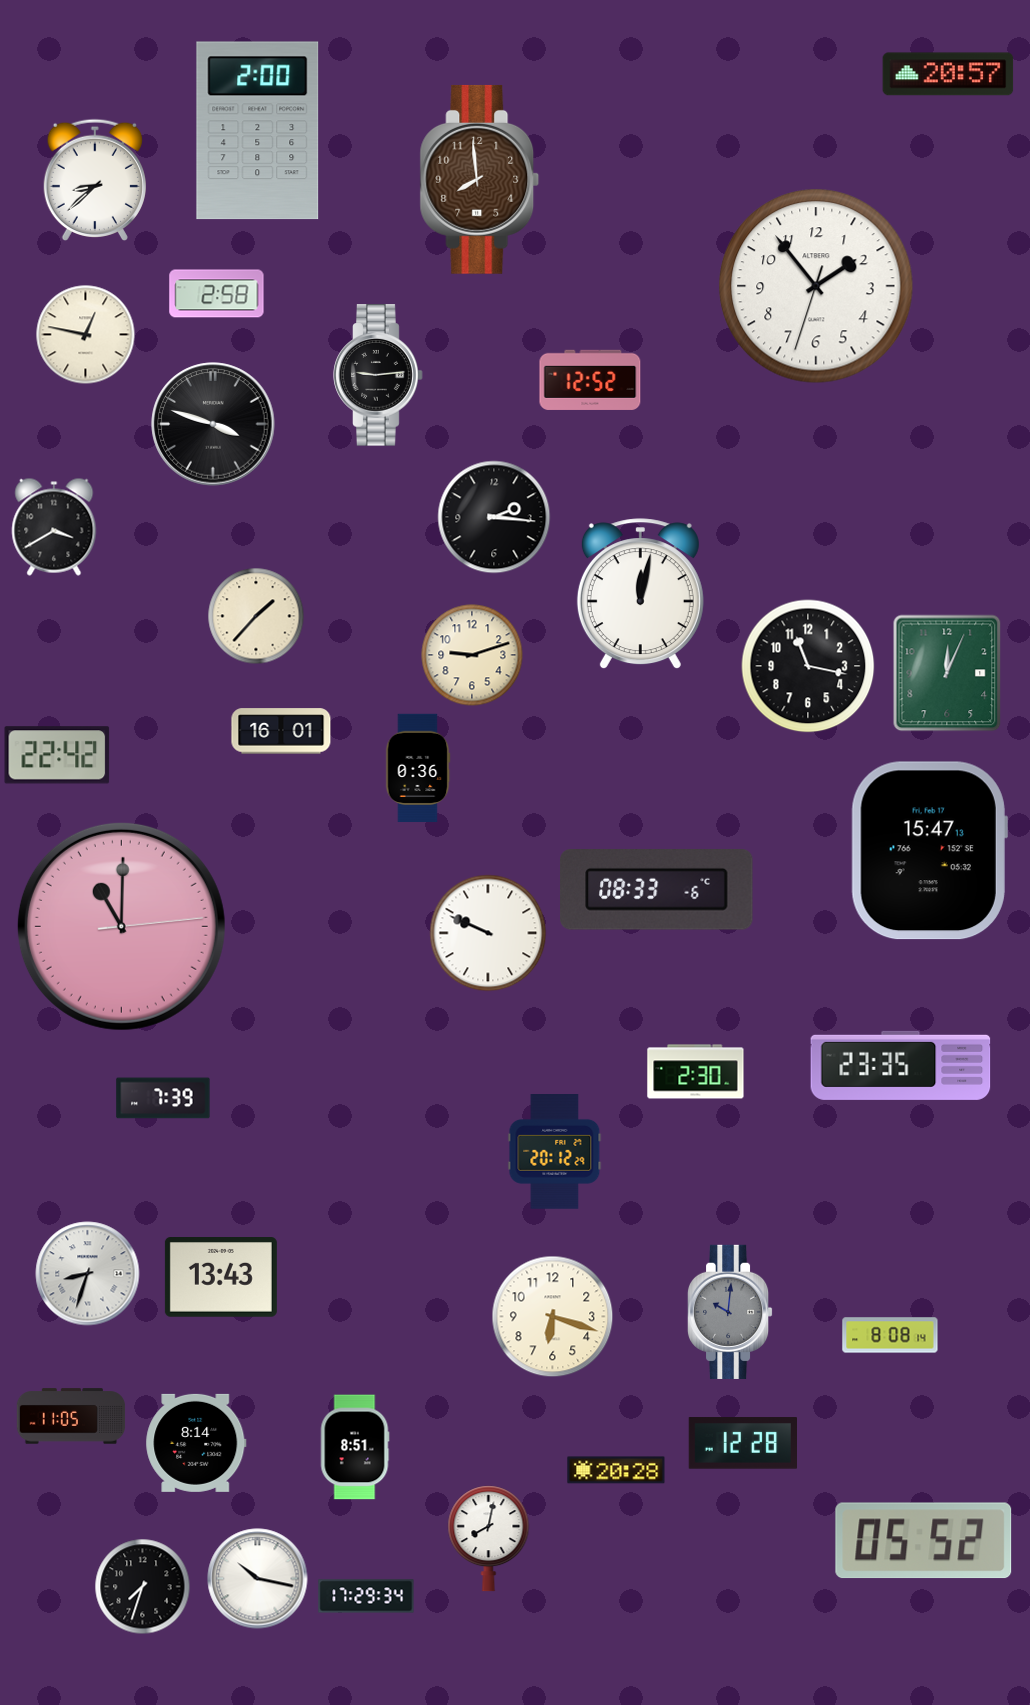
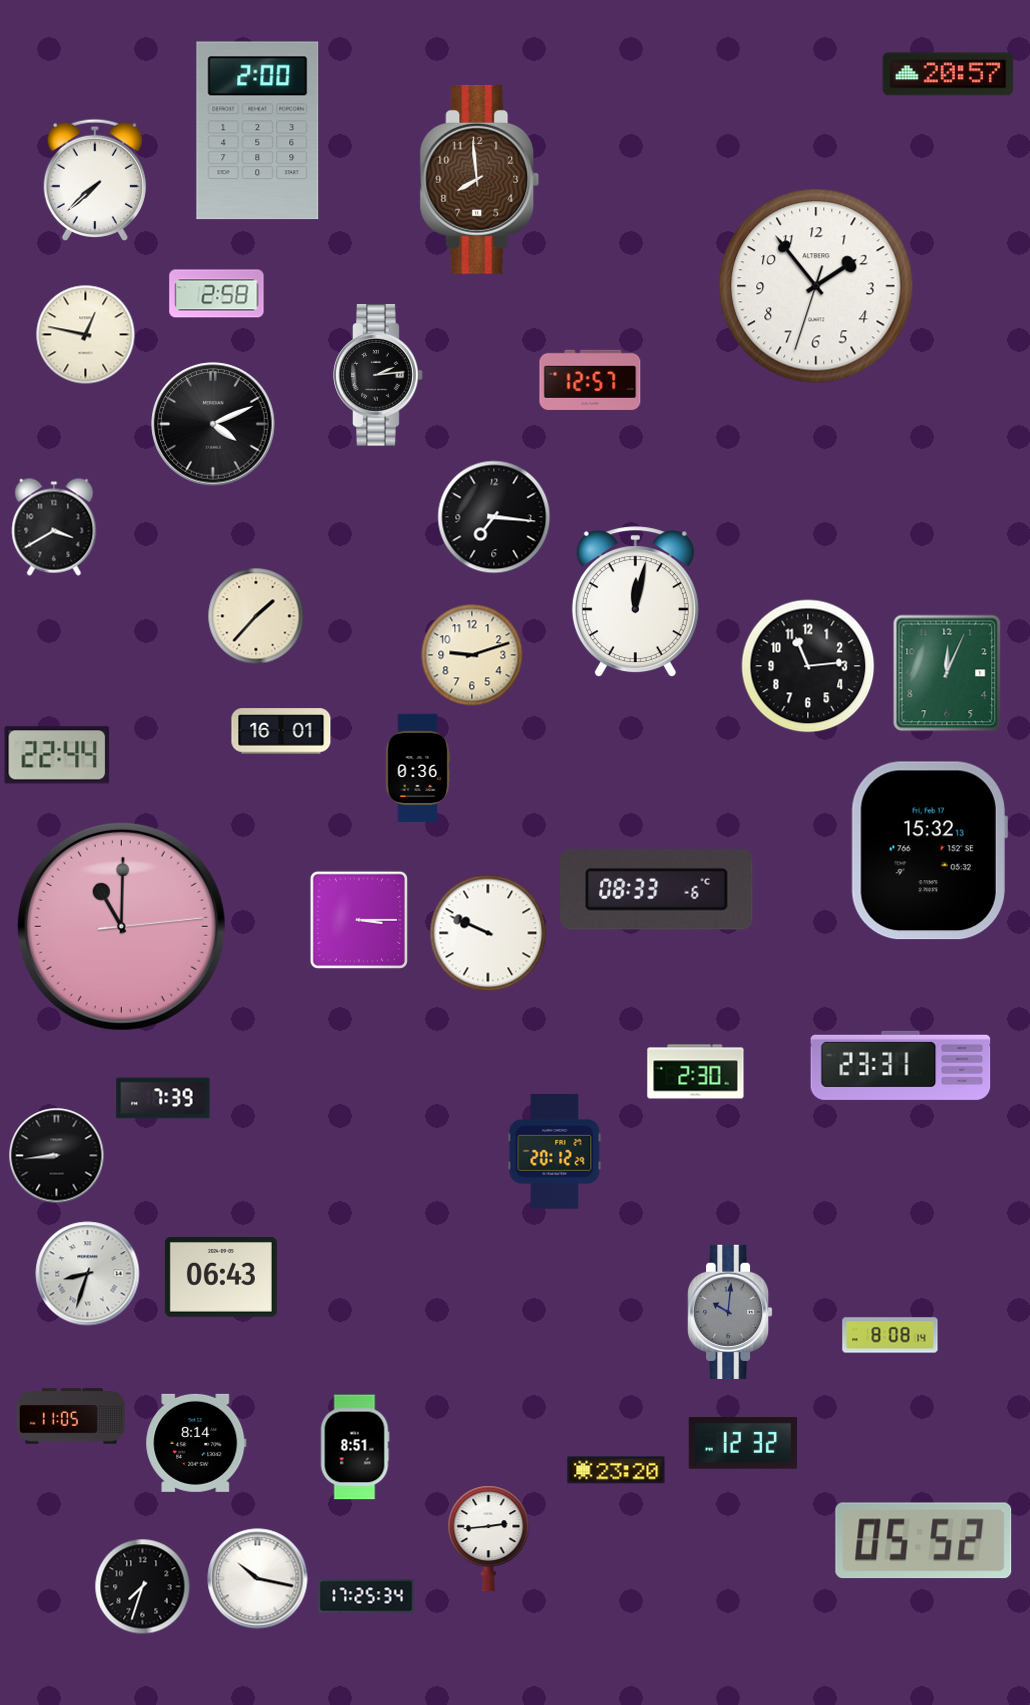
clock at (95, 179): 8:38 -> 7:38
clock at (378, 375): 9:14 -> 2:14
clock at (590, 380): 12:52 -> 12:57
clock at (213, 424): 3:48 -> 4:11
clock at (494, 517): 2:16 -> 7:16
clock at (640, 594) position: (640, 594) -> (635, 602)
clock at (808, 666): 11:17 -> 11:14
clock at (57, 755): 22:42 -> 22:44
clock at (929, 851): 15:47 -> 15:32
clock at (359, 920): none -> 3:15
clock at (901, 1065): 23:35 -> 23:31
clock at (57, 1156): none -> 8:44
clock at (221, 1278): 13:43 -> 06:43
clock at (553, 1317): 6:18 -> none
clock at (742, 1443): 12:28 -> 12:32
clock at (616, 1470): 20:28 -> 23:20
clock at (489, 1539): 8:02 -> 2:44
clock at (366, 1596): 17:29 -> 17:25
